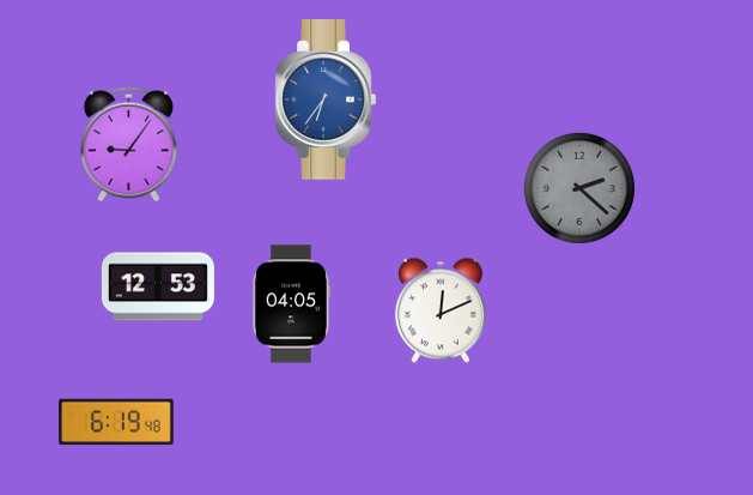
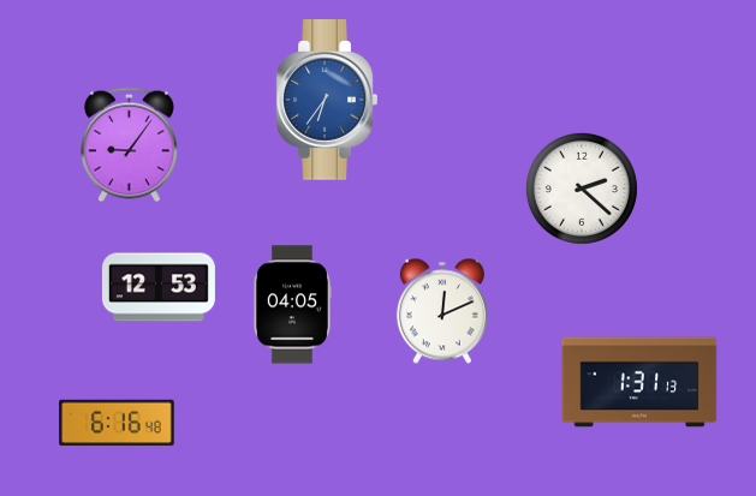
clock at (579, 188) dial: grey -> white
clock at (639, 382): none -> 1:31
clock at (116, 422): 6:19 -> 6:16
